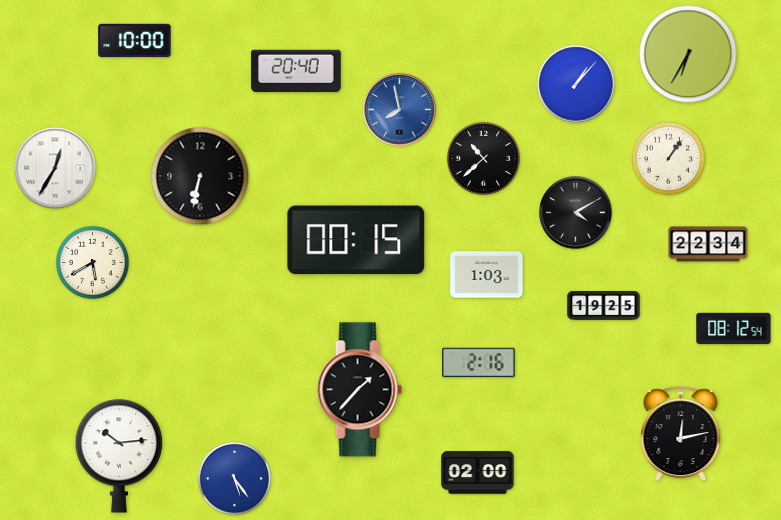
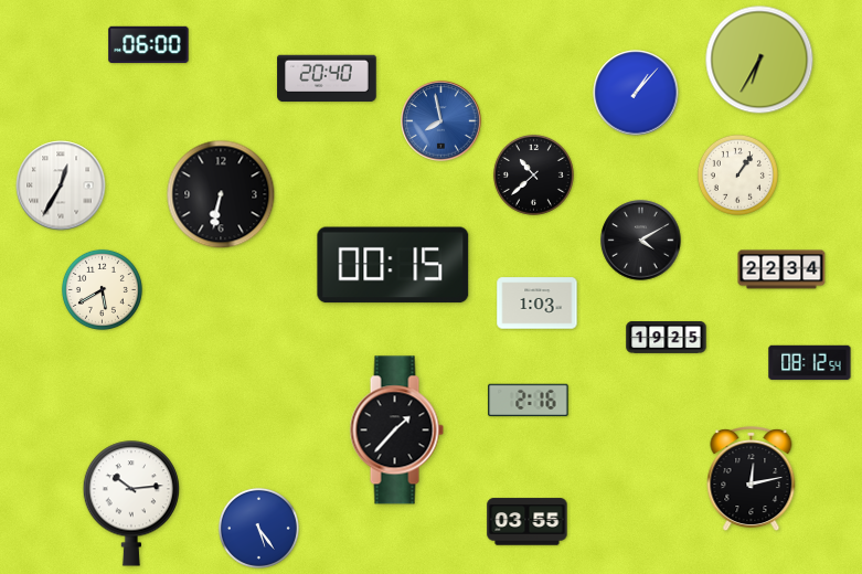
clock at (135, 41): 10:00 -> 06:00
clock at (576, 213) position: (576, 213) -> (641, 241)
clock at (478, 473): 02:00 -> 03:55
